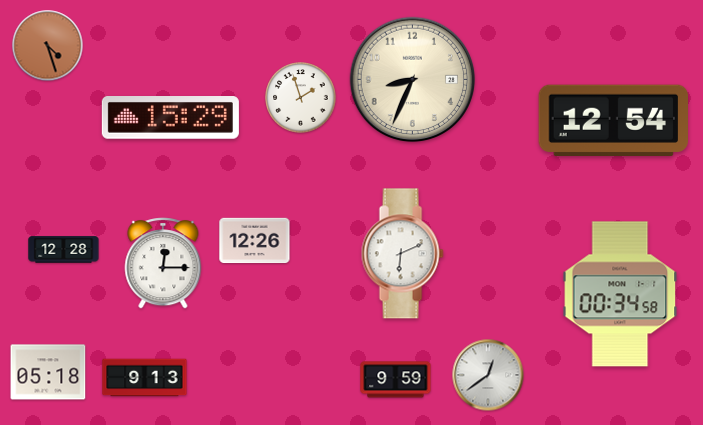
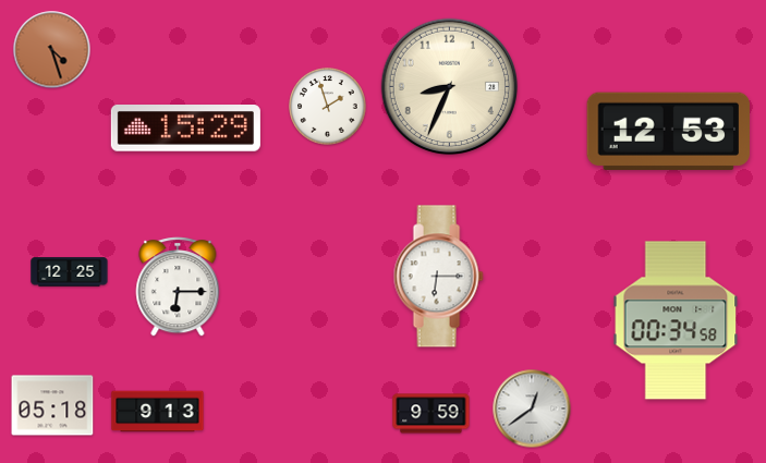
clock at (613, 120): 12:54 -> 12:53
clock at (255, 241): 12:26 -> none
clock at (64, 250): 12:28 -> 12:25
clock at (402, 254): 6:11 -> 6:15
clock at (163, 263): 12:15 -> 6:15
